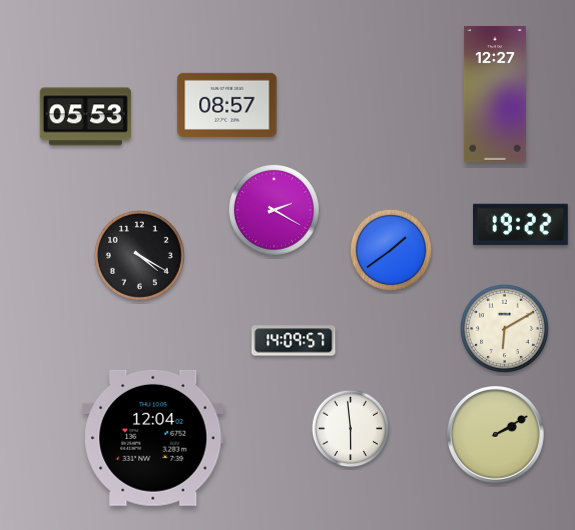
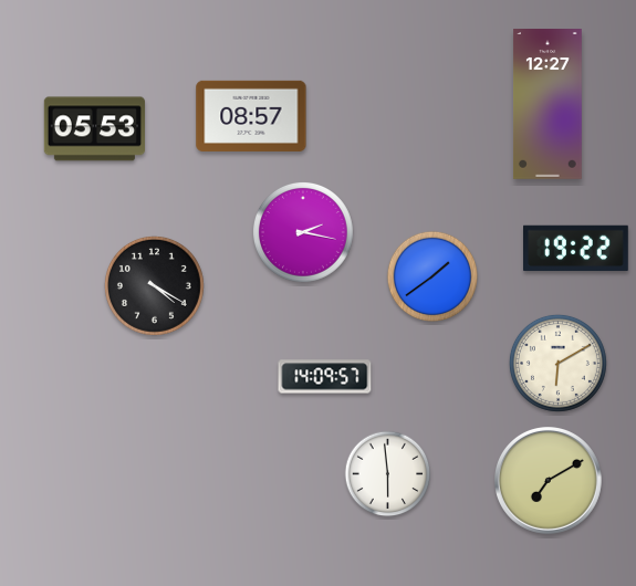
clock at (274, 210): 2:20 -> 2:17
clock at (139, 255) position: (139, 255) -> (154, 285)
clock at (496, 435): 2:10 -> 7:10
clock at (153, 438): 12:04 -> none
